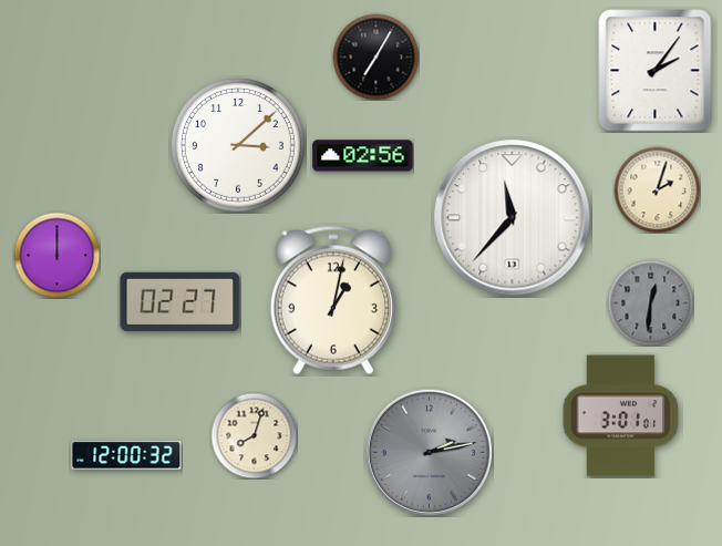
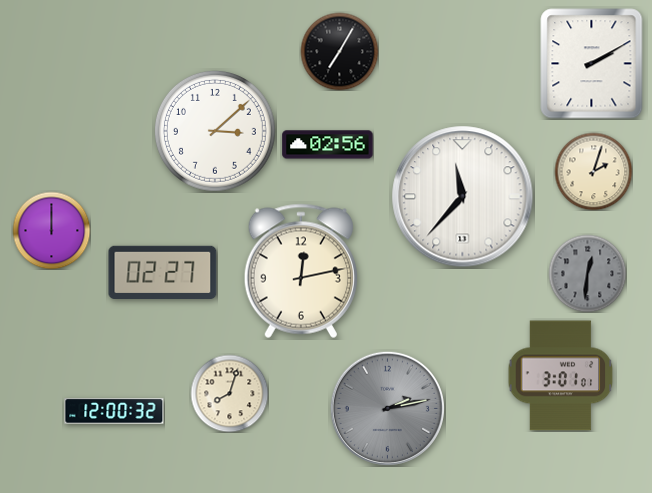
clock at (656, 71): 2:06 -> 2:10
clock at (363, 156) position: (363, 156) -> (328, 145)
clock at (333, 300): 1:02 -> 12:13
